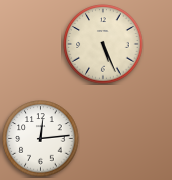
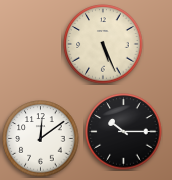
clock at (124, 132): none -> 10:15
clock at (41, 139): 12:14 -> 12:09
